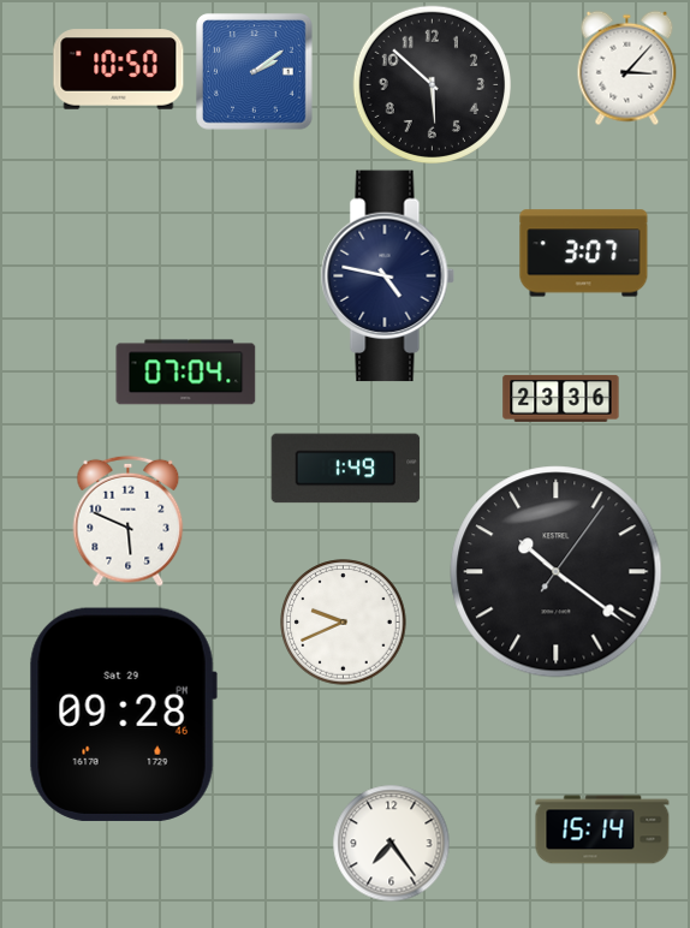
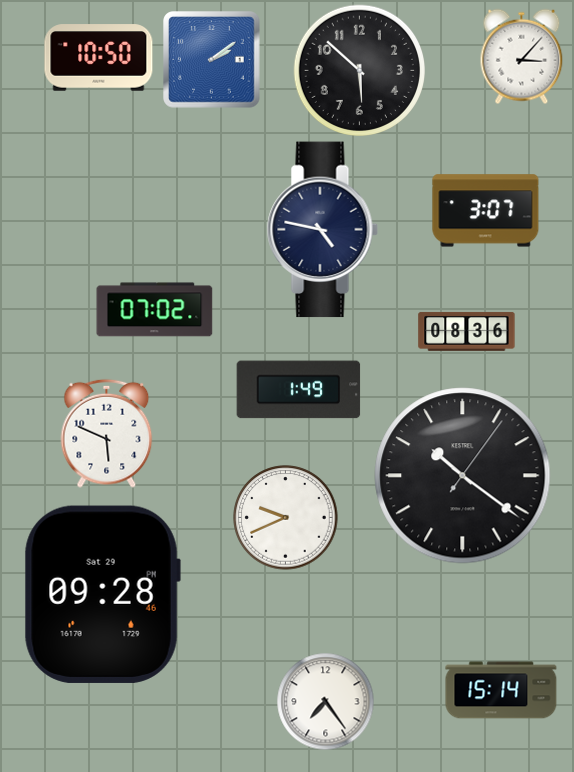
clock at (186, 373): 07:04 -> 07:02
clock at (561, 398): 23:36 -> 08:36
clock at (346, 469) position: (346, 469) -> (299, 390)
